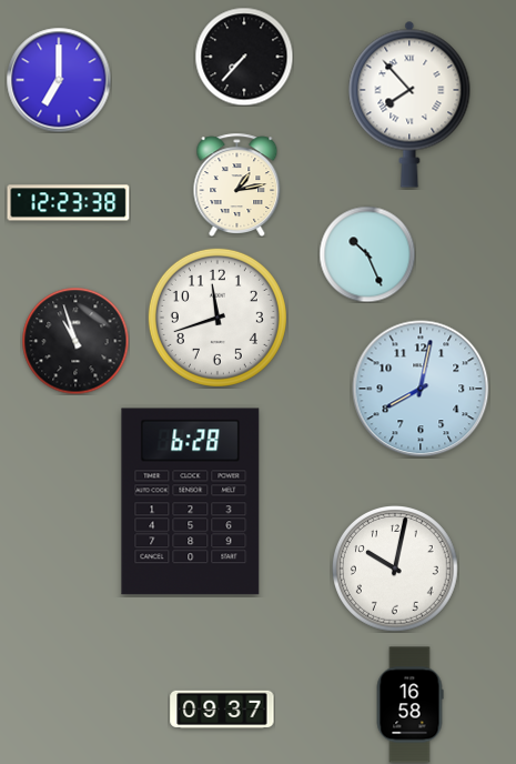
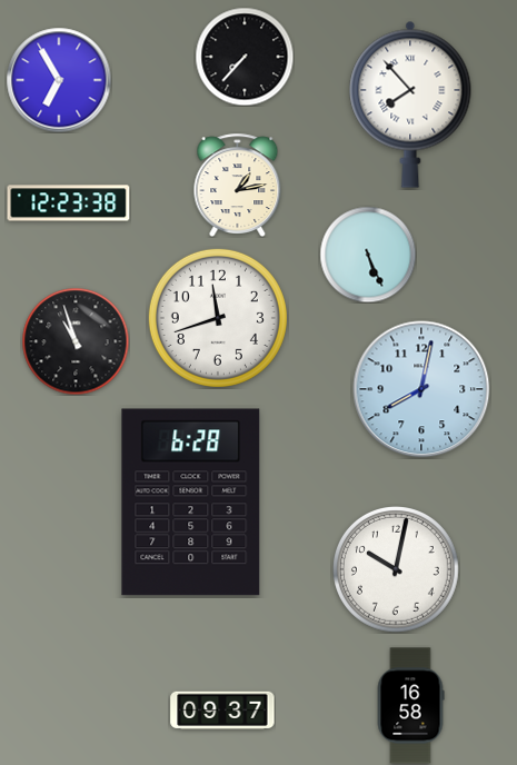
clock at (59, 80): 7:00 -> 6:55
clock at (367, 254): 10:26 -> 5:26
